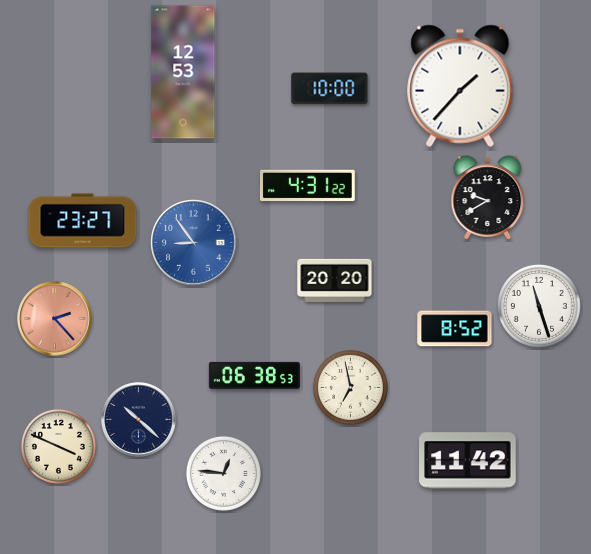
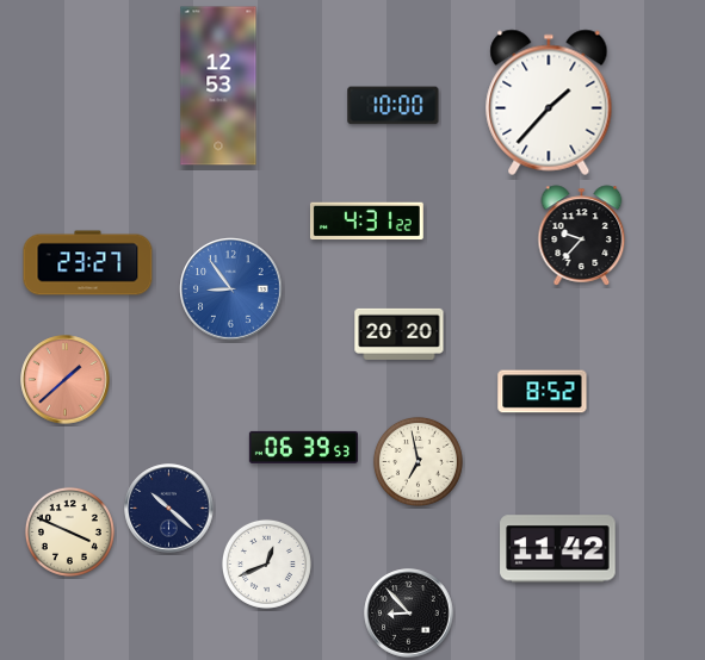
clock at (488, 198): 9:40 -> 9:37
clock at (83, 221) position: (83, 221) -> (88, 263)
clock at (539, 306): 11:27 -> none
clock at (55, 319): 2:23 -> 1:38
clock at (254, 375): 06:38 -> 06:39
clock at (139, 420) position: (139, 420) -> (169, 509)
clock at (223, 473): 12:46 -> 12:41
clock at (409, 614): none -> 8:53
